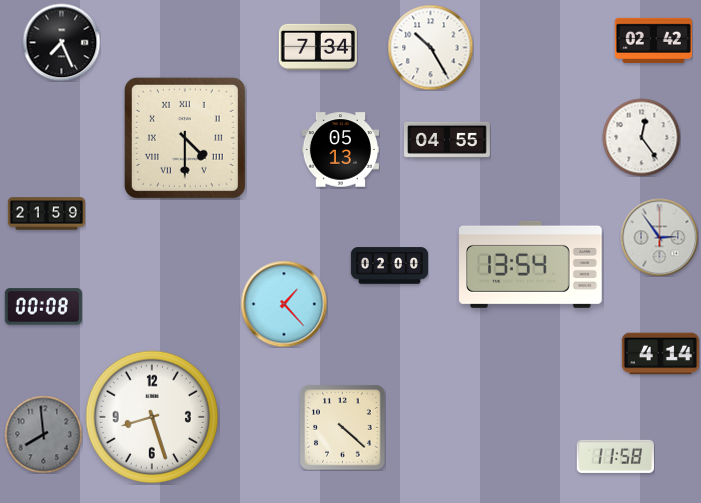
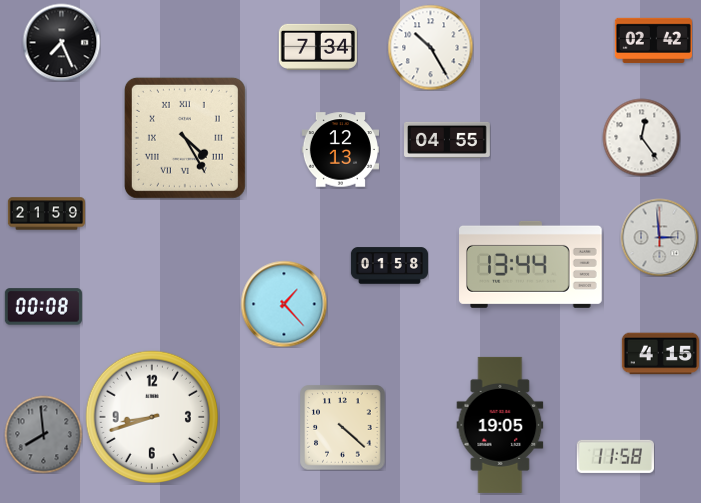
clock at (185, 138): 4:30 -> 4:25
clock at (340, 150): 05:13 -> 12:13
clock at (659, 237): 2:54 -> 2:59
clock at (531, 264): 13:54 -> 13:44
clock at (389, 266): 02:00 -> 01:58
clock at (660, 354): 4:14 -> 4:15
clock at (151, 416): 8:27 -> 8:42
clock at (500, 425): none -> 19:05
